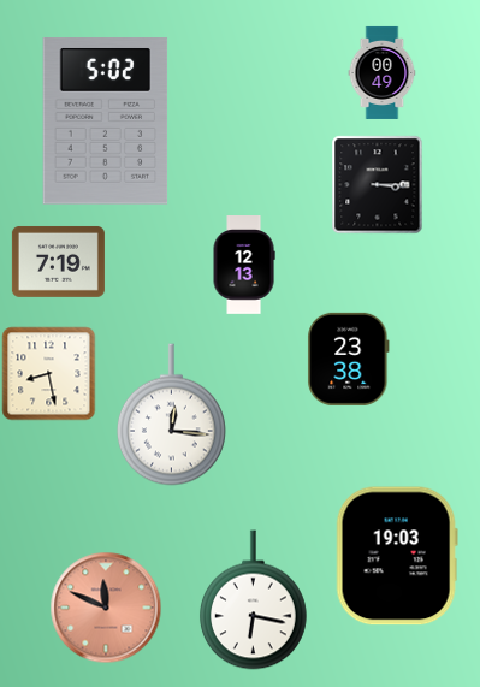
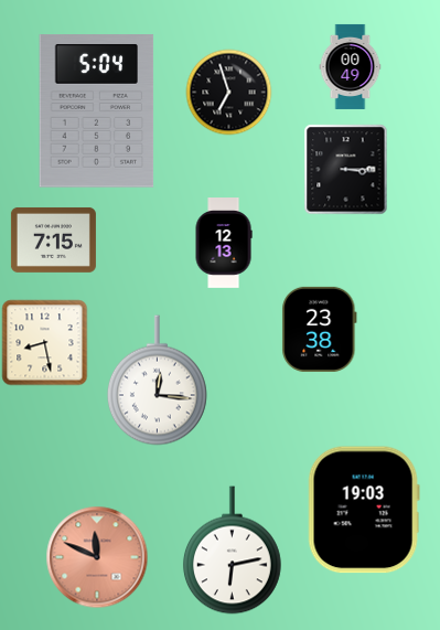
clock at (228, 92): none -> 6:57
clock at (106, 122): 5:02 -> 5:04
clock at (58, 261): 7:19 -> 7:15
clock at (253, 600): 6:17 -> 6:13
